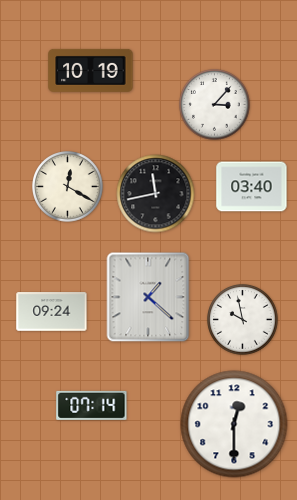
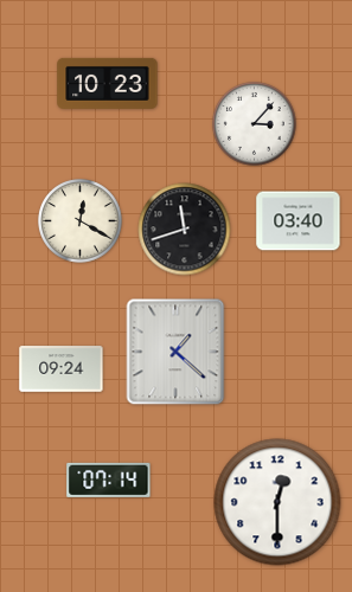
clock at (91, 70): 10:19 -> 10:23
clock at (156, 194): 11:43 -> 11:42
clock at (243, 320): 9:58 -> none
